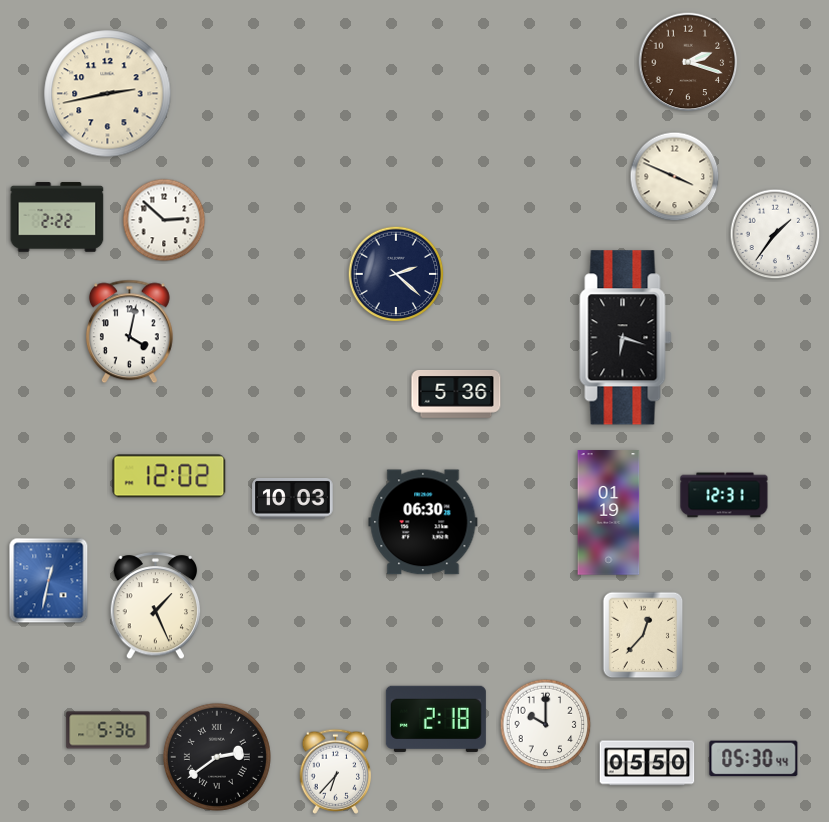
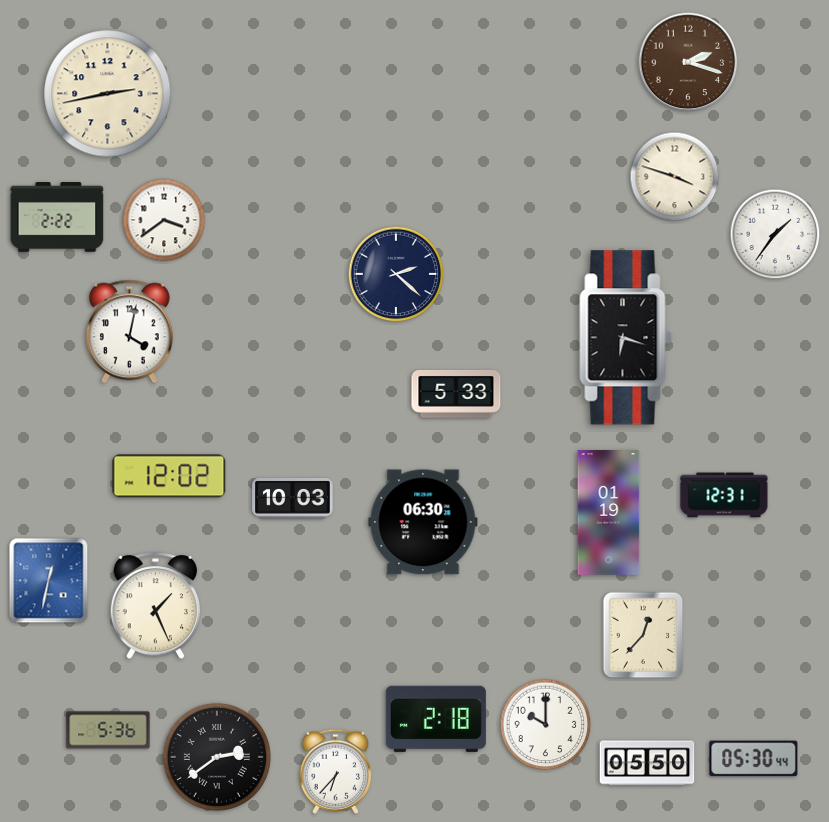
clock at (675, 177): 3:49 -> 3:48
clock at (164, 220): 2:52 -> 3:39
clock at (456, 394): 5:36 -> 5:33
